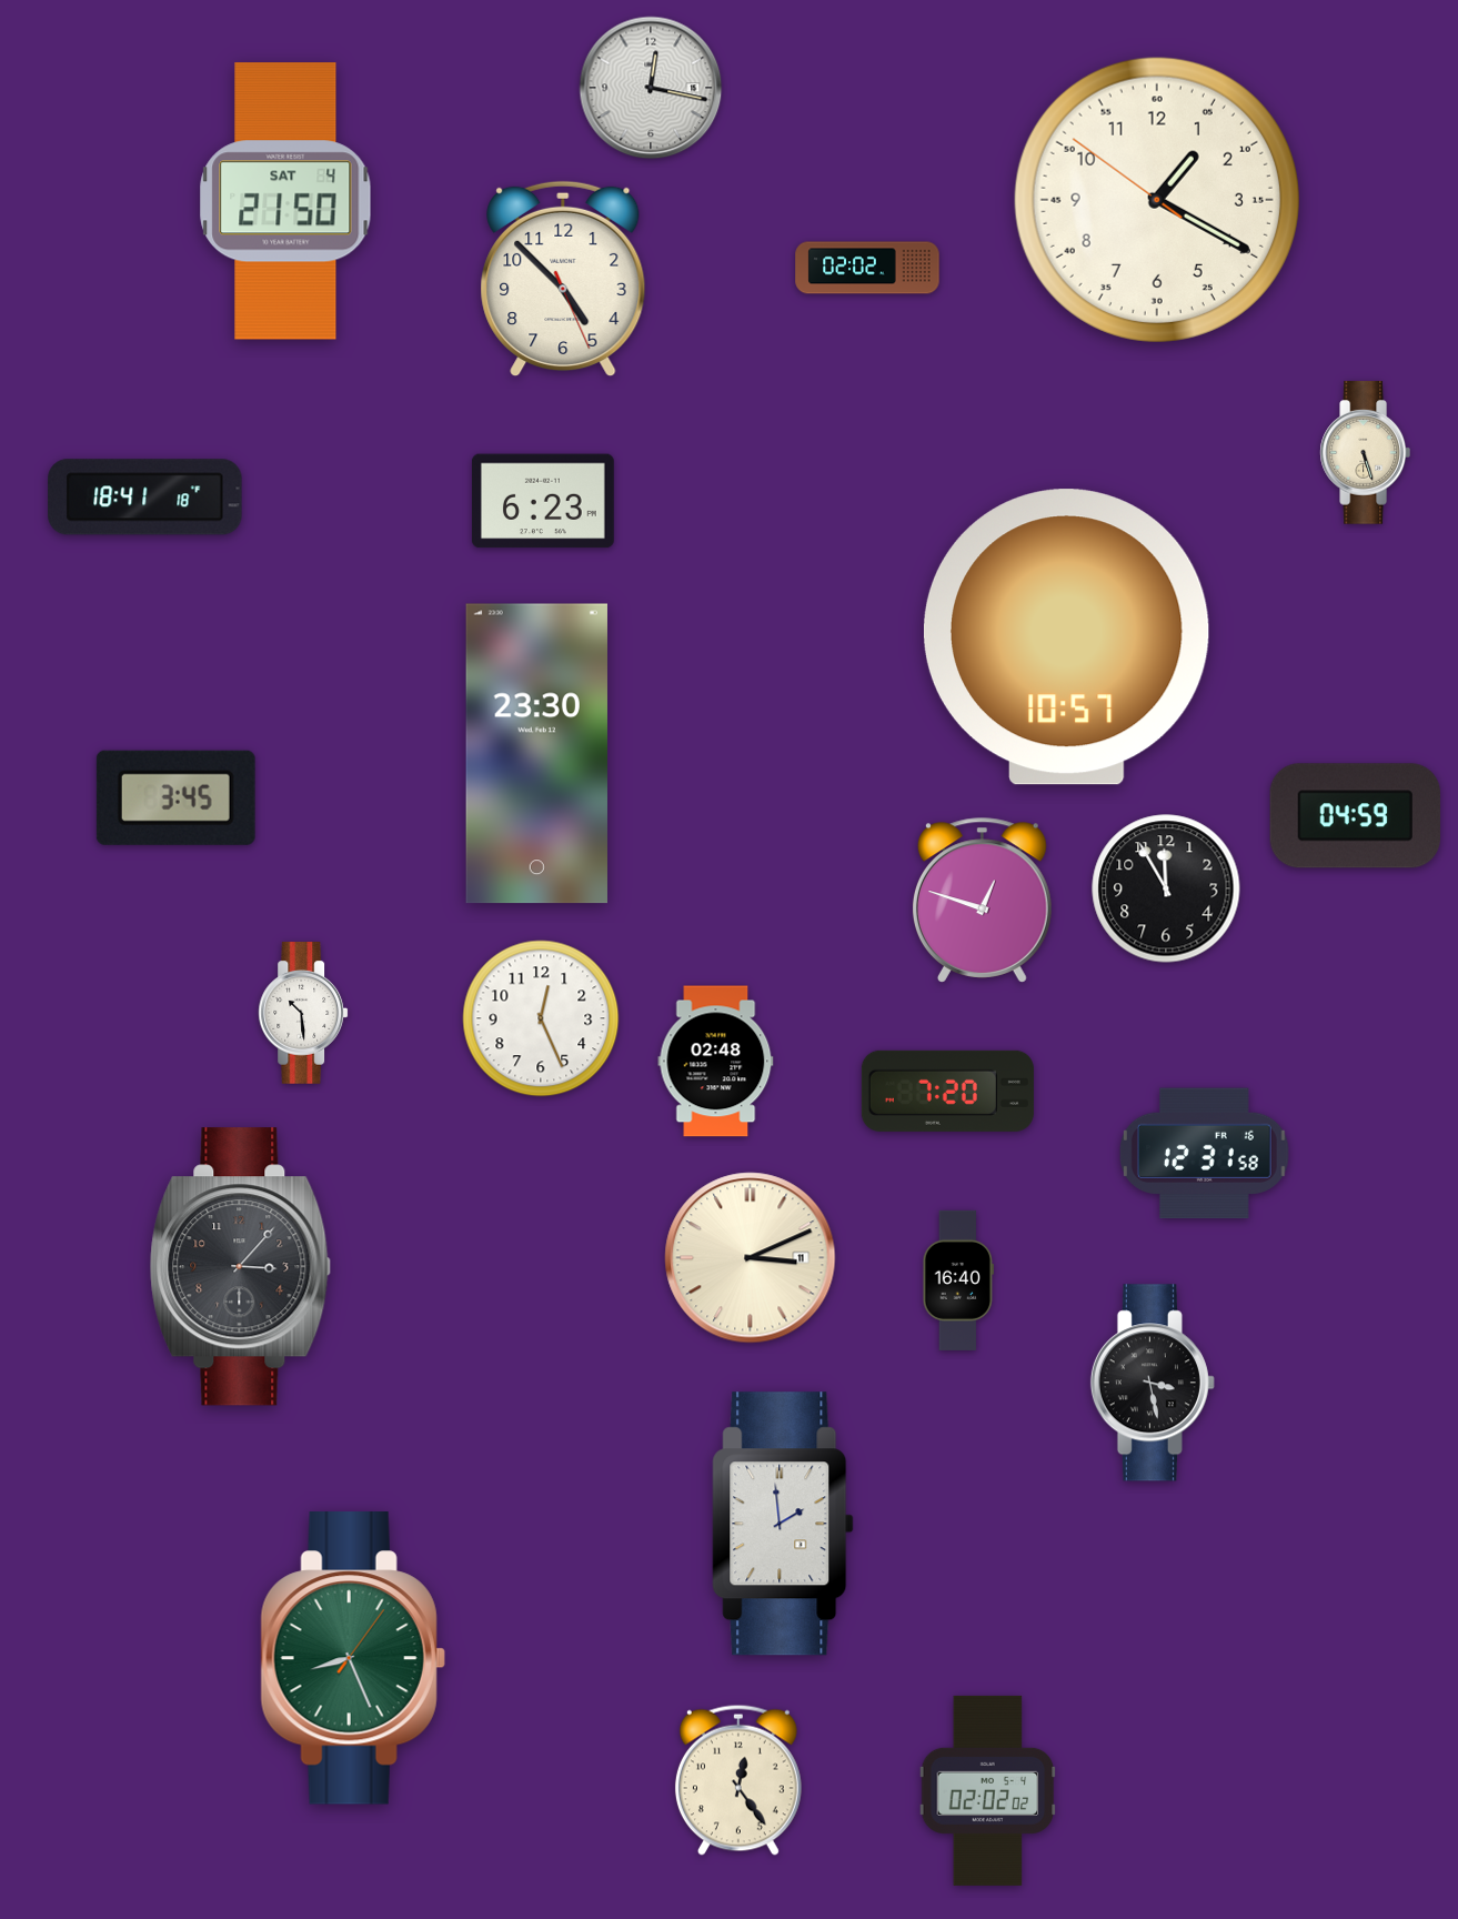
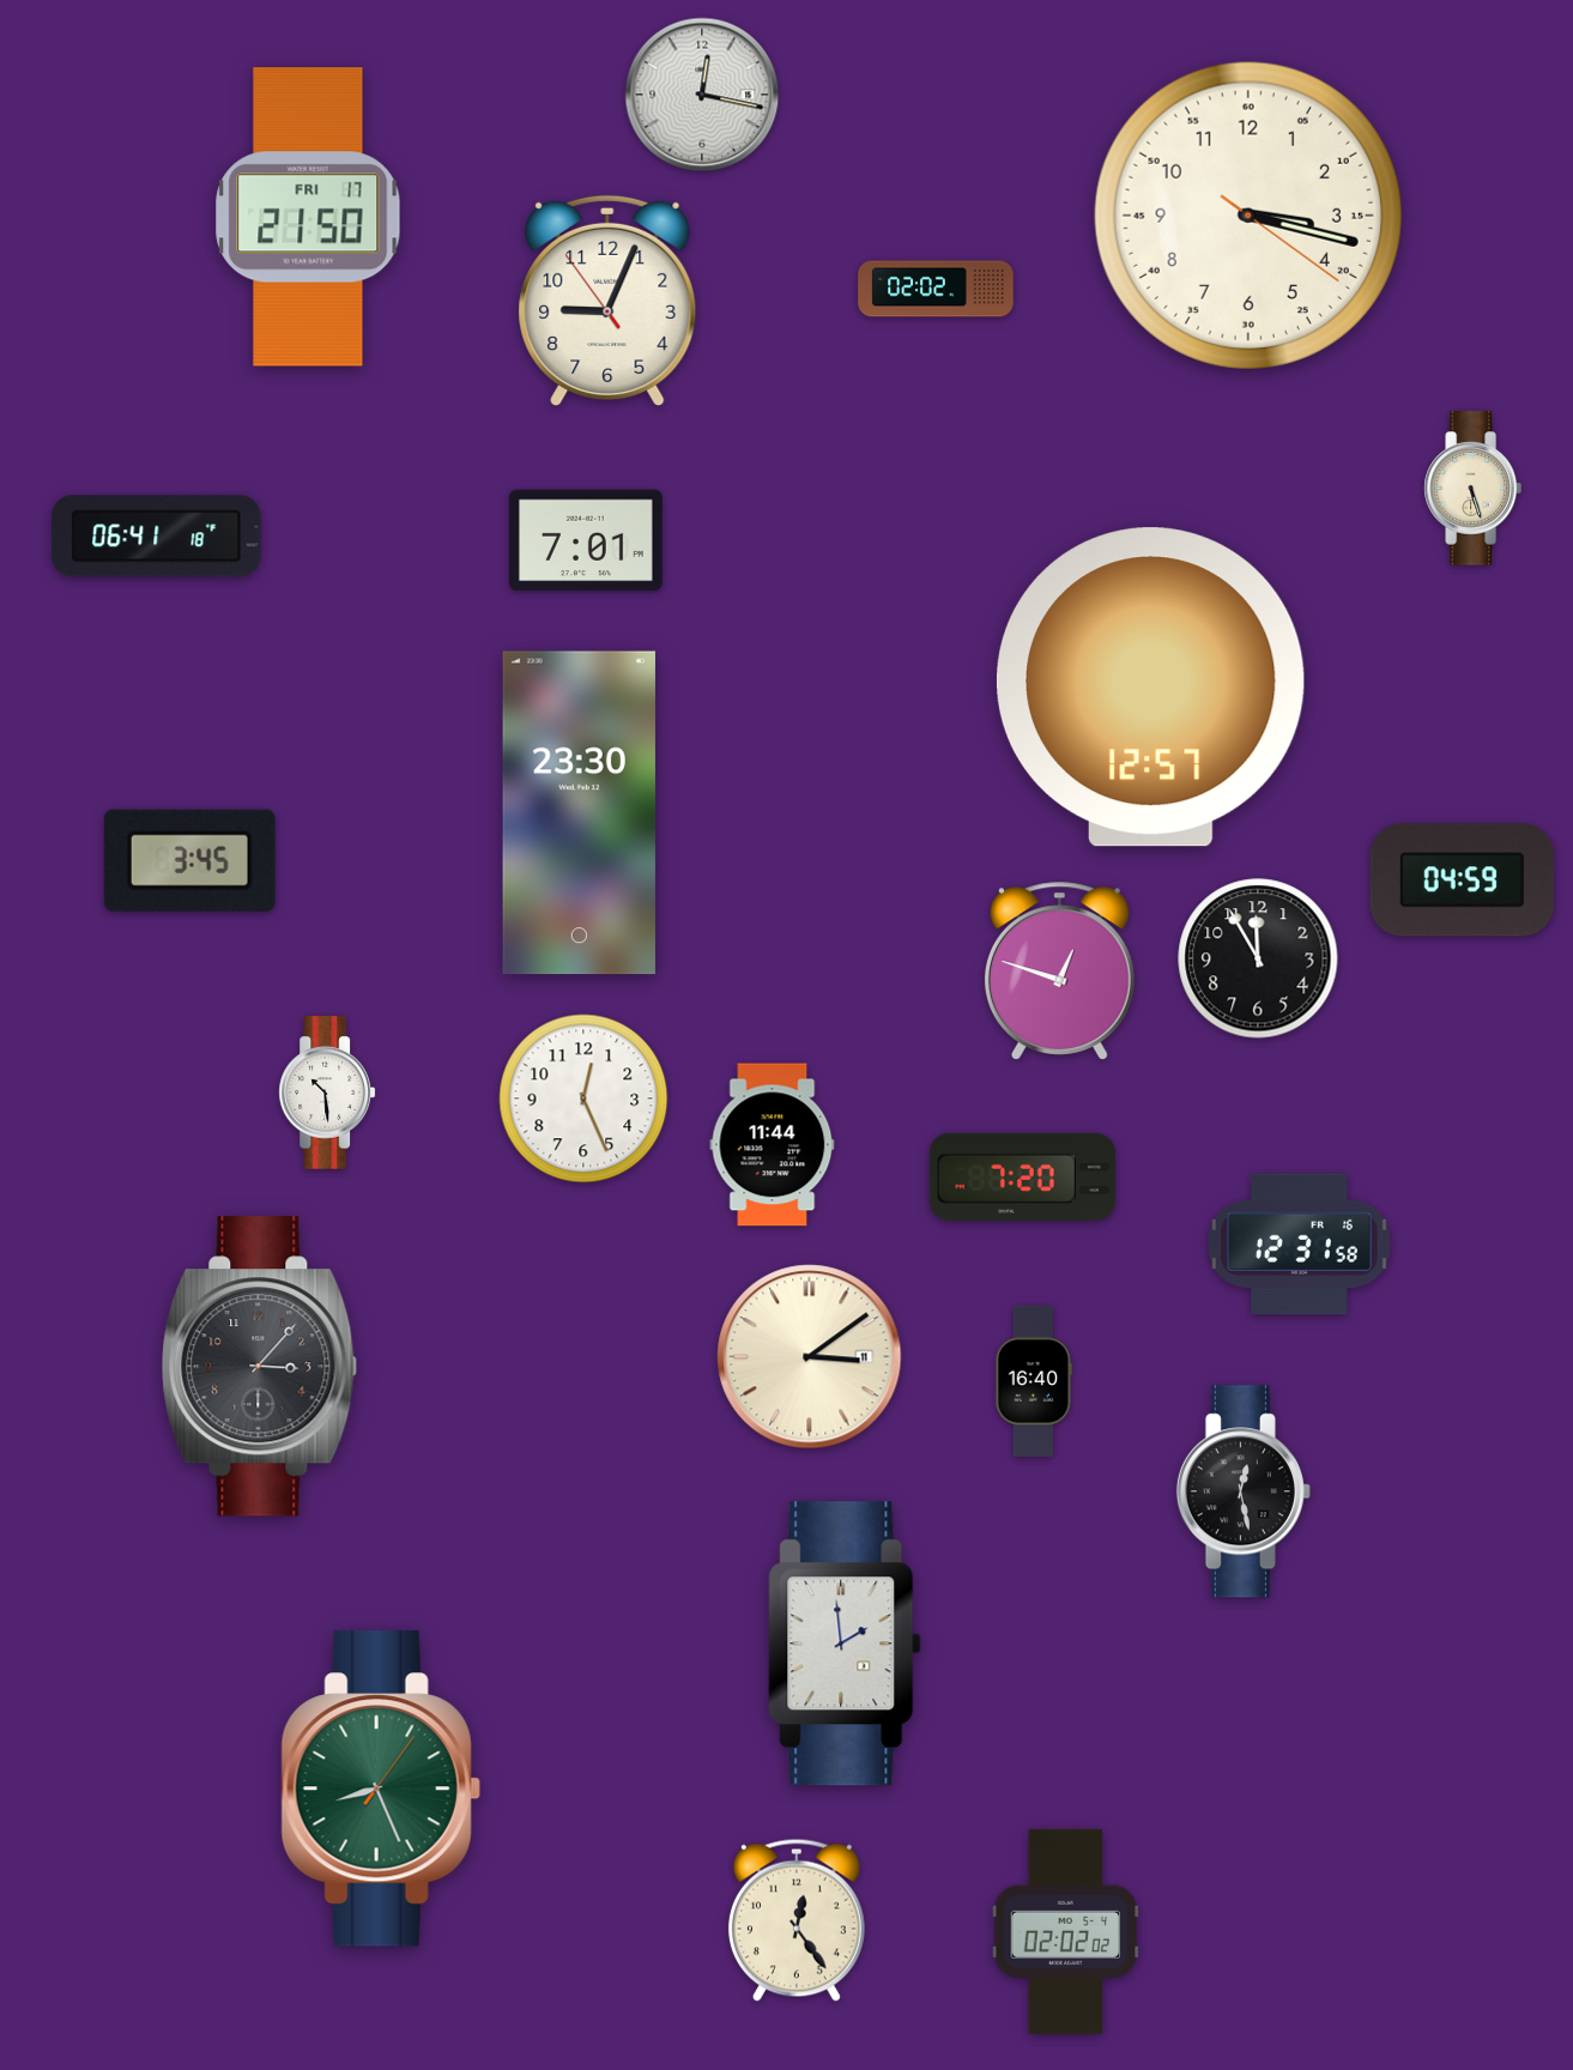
clock at (1157, 200): 1:19 -> 3:17
clock at (285, 201) date: SAT 4 -> FRI 17
clock at (563, 279): 4:52 -> 9:03
clock at (145, 498): 18:41 -> 06:41
clock at (543, 501): 6:23 -> 7:01
clock at (1066, 637): 10:57 -> 12:57
clock at (716, 1062): 02:48 -> 11:44
clock at (751, 1258): 3:11 -> 3:09
clock at (1153, 1383): 3:28 -> 12:28
